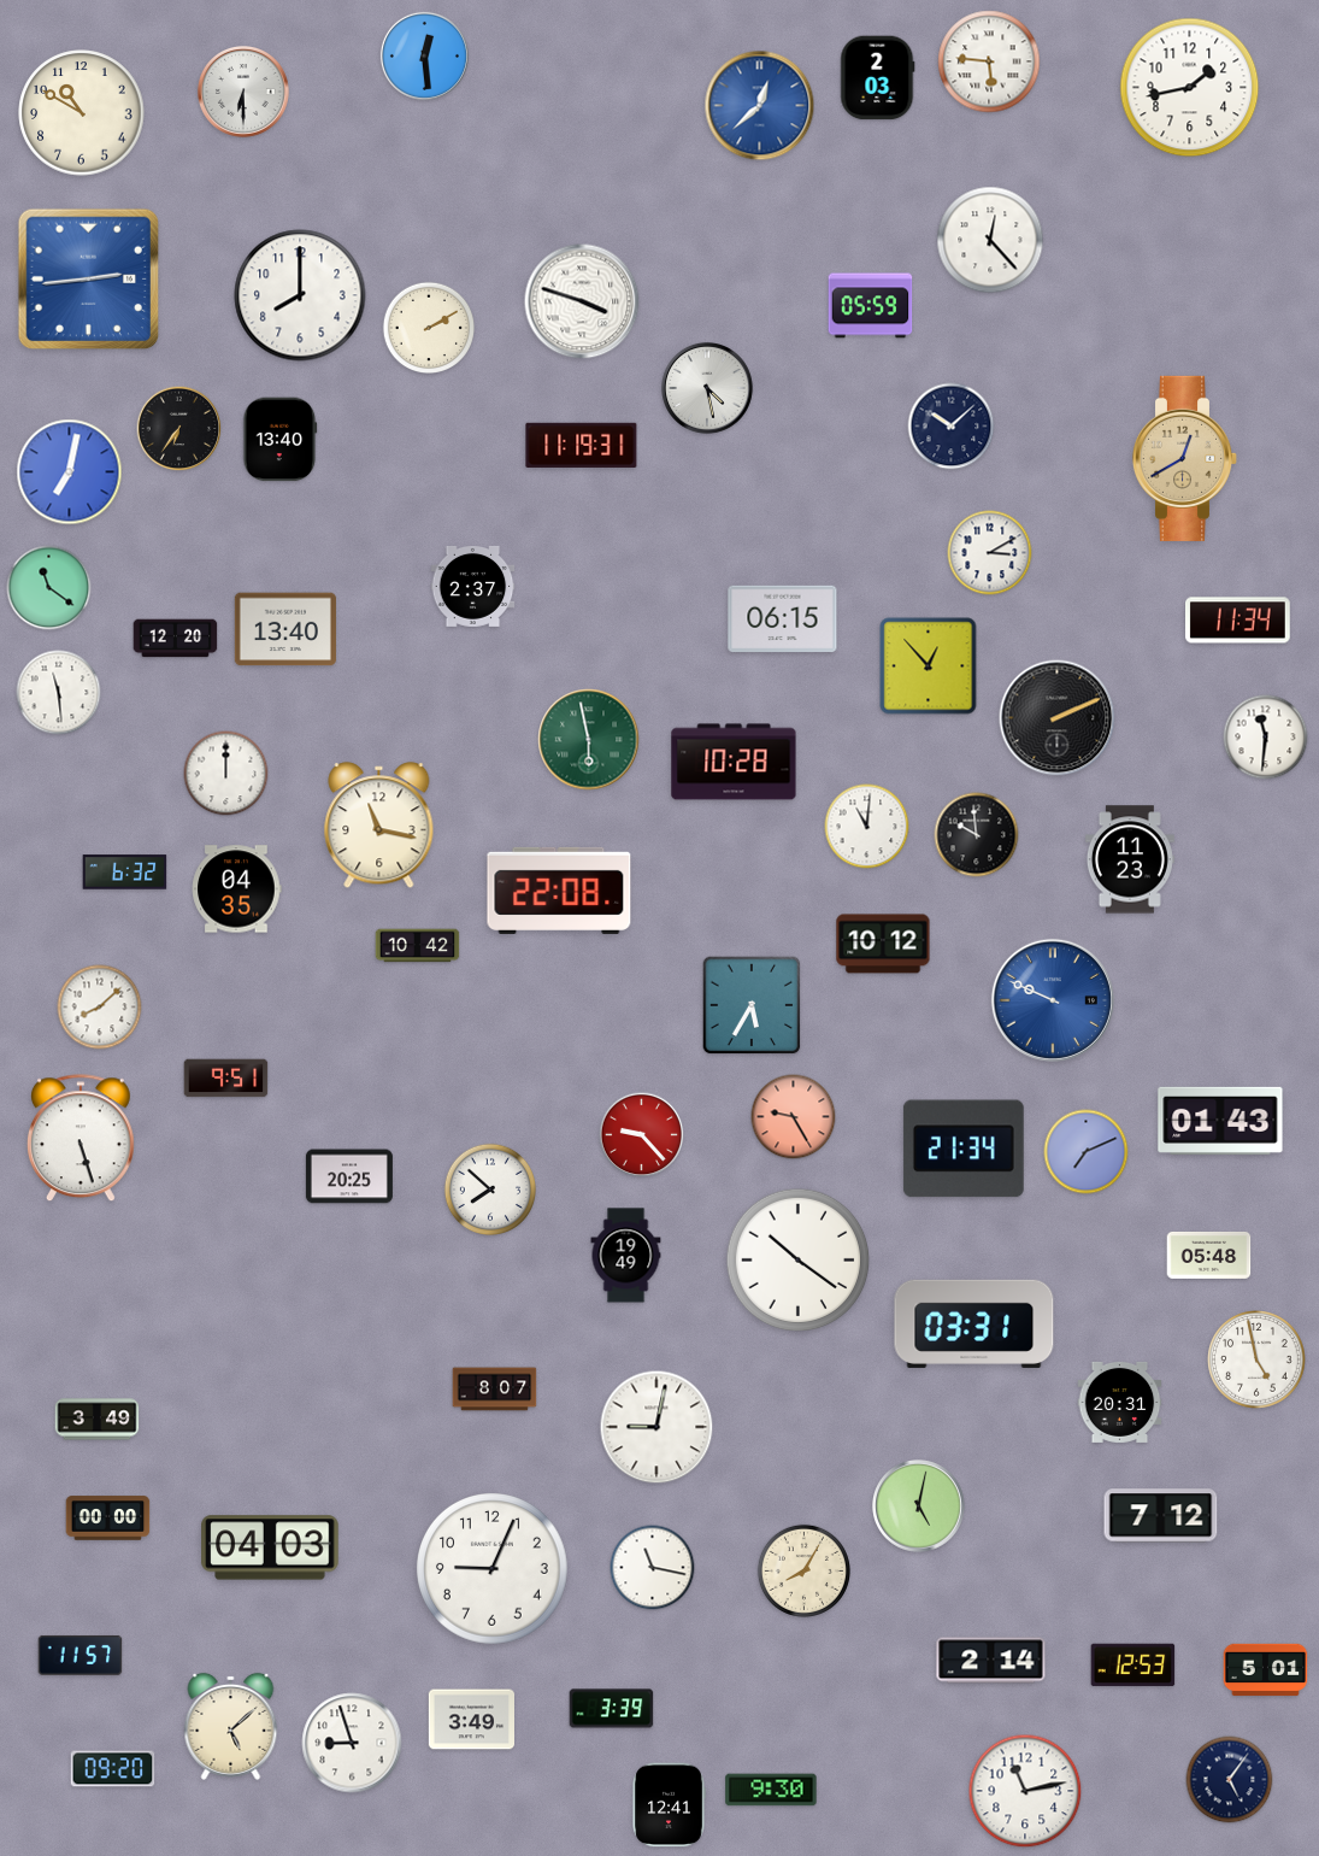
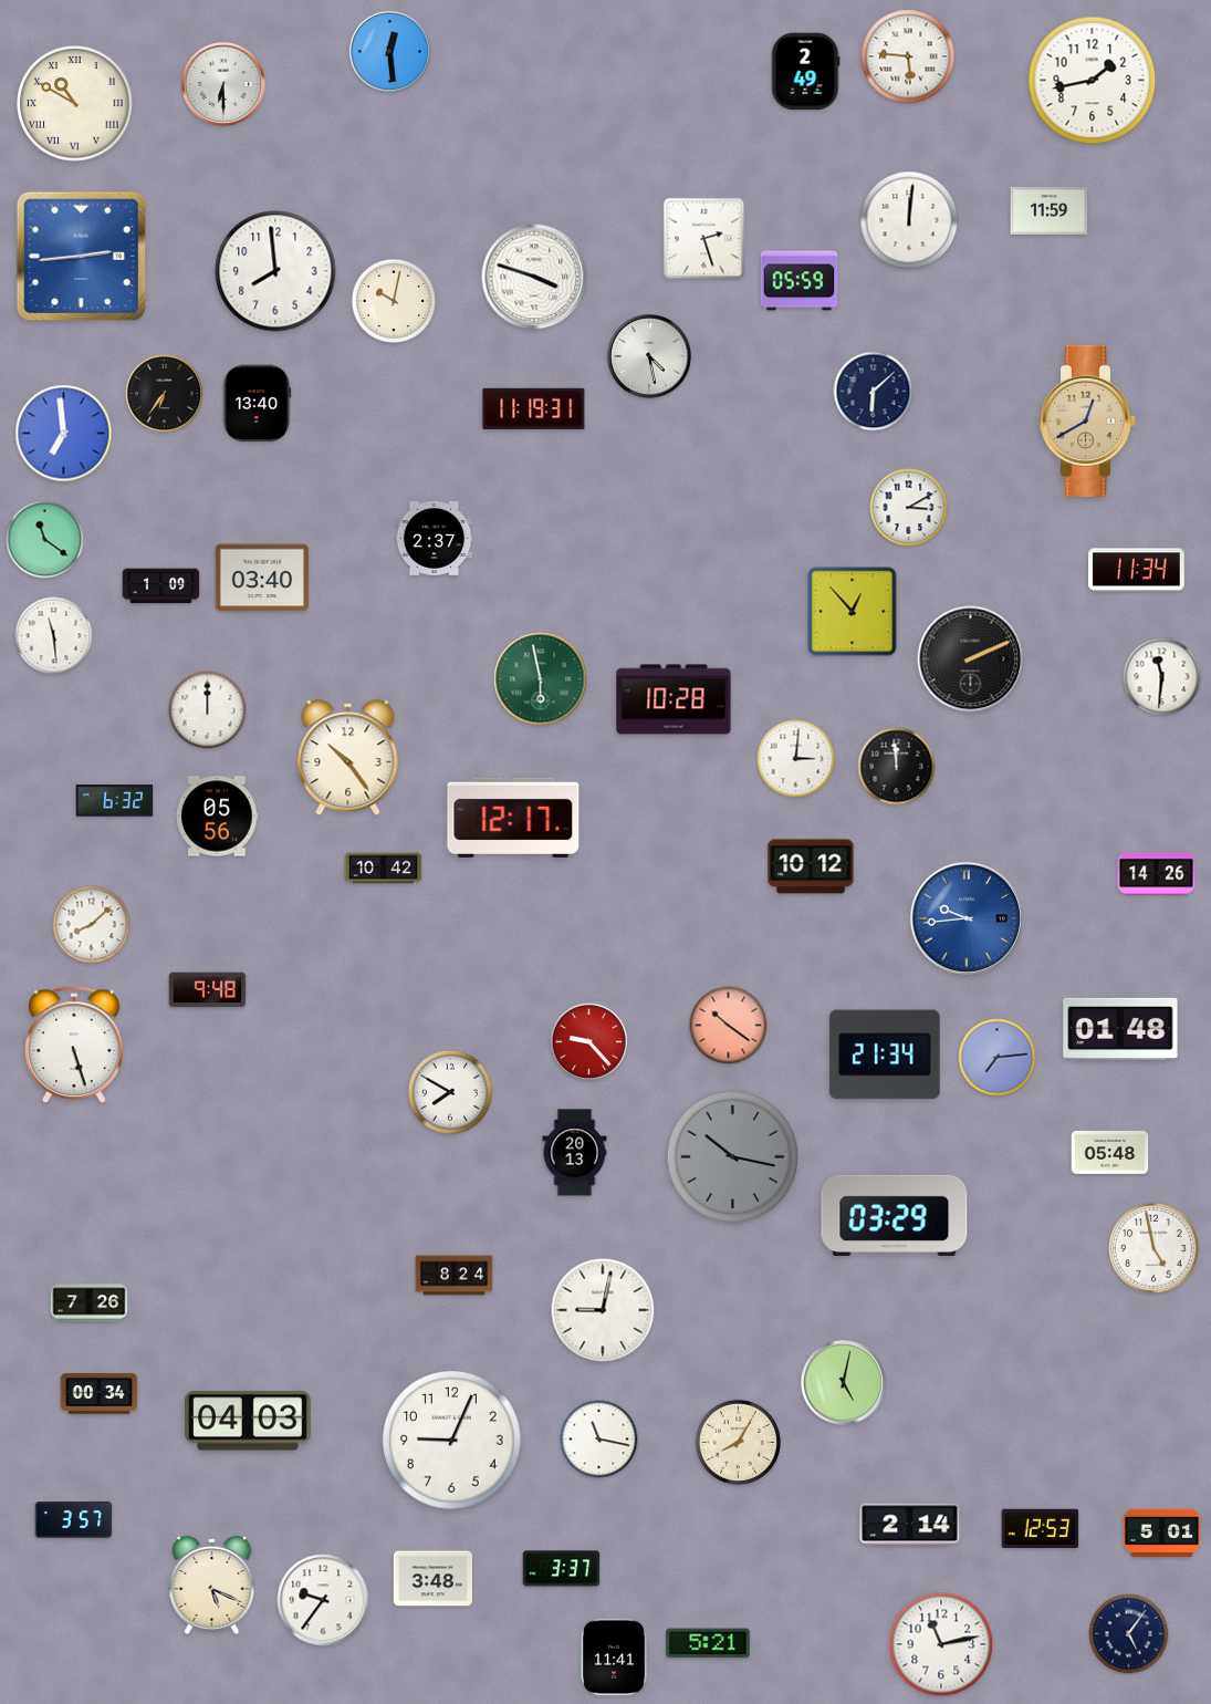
clock at (878, 78): 2:03 -> 2:49
clock at (760, 106): 12:38 -> none
clock at (82, 113) numerals: Arabic -> Roman
clock at (1050, 210): none -> 11:59
clock at (990, 240): 12:23 -> 12:01
clock at (704, 239): none -> 2:27
clock at (300, 295): 8:00 -> 7:59
clock at (428, 327): 2:10 -> 10:02
clock at (952, 427): 10:08 -> 6:08
clock at (70, 472): 7:02 -> 6:59
clock at (783, 618): 06:15 -> none
clock at (285, 629): 13:40 -> 03:40
clock at (176, 639): 12:20 -> 1:09
clock at (379, 826): 11:17 -> 10:24
clock at (867, 827): 11:01 -> 3:01
clock at (977, 835): 9:59 -> 11:59
clock at (1130, 859): 11:23 -> none
clock at (236, 889): 04:35 -> 05:56
clock at (559, 891): 22:08 -> 12:17
clock at (1157, 874): none -> 14:26
clock at (1053, 1000): 9:49 -> 9:44
clock at (752, 1005): 5:35 -> none
clock at (226, 1079): 9:51 -> 9:48
clock at (794, 1117): 9:25 -> 10:21
clock at (1220, 1121): 01:43 -> 01:48
clock at (1087, 1152): 7:11 -> 7:14
clock at (349, 1176): 20:25 -> none
clock at (489, 1188): 7:52 -> 7:50
clock at (626, 1256): 19:49 -> 20:13
clock at (799, 1261): 10:21 -> 10:17
clock at (799, 1261) dial: white -> grey
clock at (974, 1323): 03:31 -> 03:29
clock at (495, 1390): 8:07 -> 8:24
clock at (1120, 1402): 20:31 -> none
clock at (98, 1420): 3:49 -> 7:26
clock at (1161, 1516): 7:12 -> none
clock at (108, 1519): 00:00 -> 00:34
clock at (81, 1656): 11:57 -> 3:57
clock at (612, 1709): 3:39 -> 3:37
clock at (471, 1720): 3:49 -> 3:48
clock at (231, 1726): 5:08 -> 5:19
clock at (352, 1743): 8:57 -> 9:36
clock at (113, 1769): 09:20 -> none
clock at (771, 1790): 9:30 -> 5:21
clock at (669, 1805): 12:41 -> 11:41
